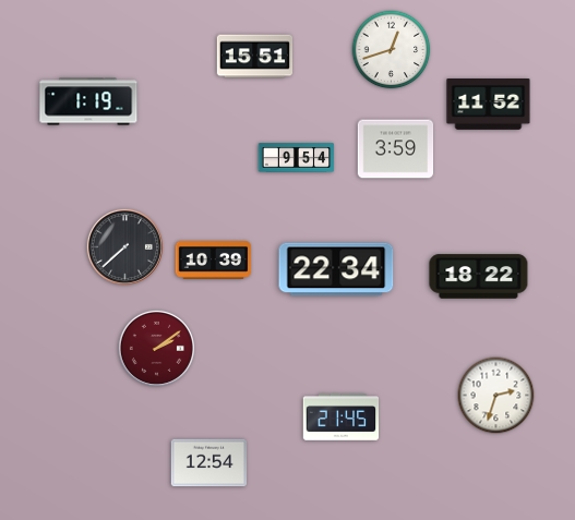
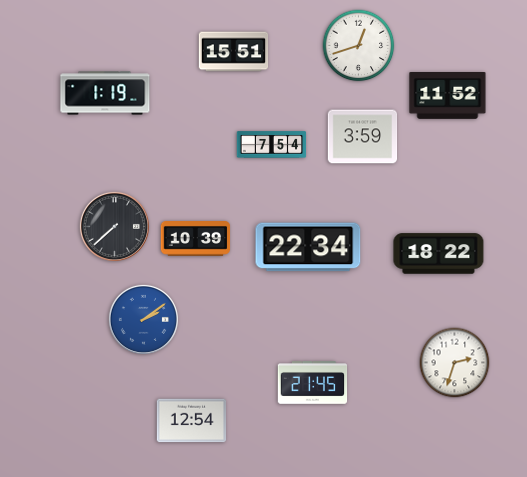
clock at (88, 101) position: (88, 101) -> (105, 93)
clock at (297, 158): 9:54 -> 7:54
clock at (156, 348) dial: burgundy -> blue
clock at (209, 463) position: (209, 463) -> (192, 421)
